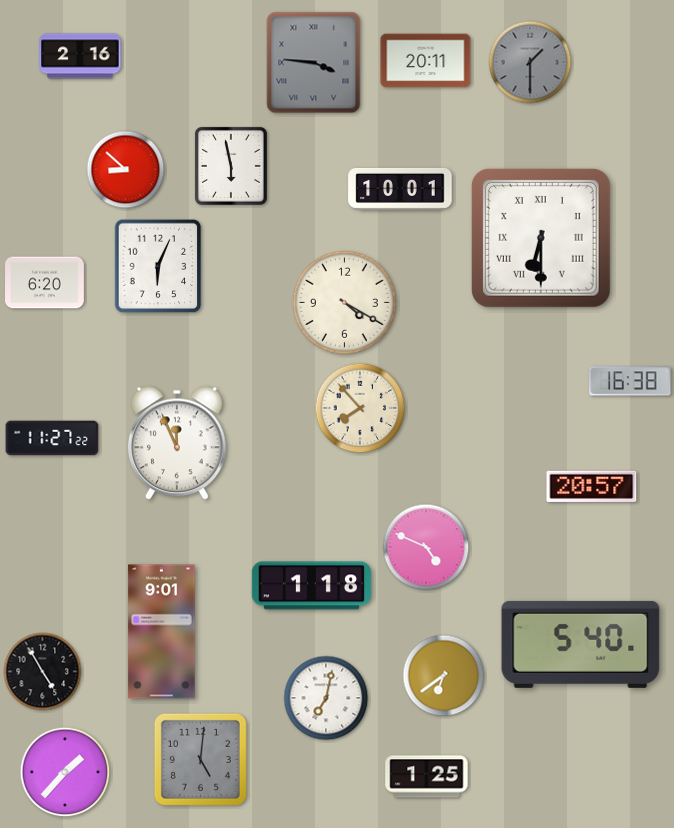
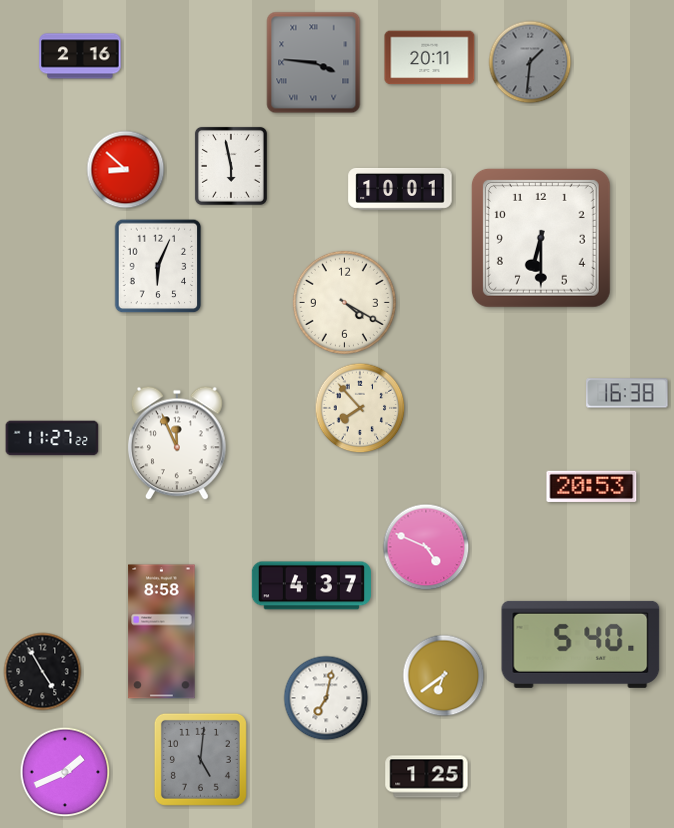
clock at (426, 61) position: (426, 61) -> (430, 58)
clock at (530, 62): 1:30 -> 1:31
clock at (541, 238) numerals: Roman -> Arabic
clock at (45, 283): 6:20 -> none
clock at (630, 381) position: (630, 381) -> (627, 393)
clock at (592, 486): 20:57 -> 20:53
clock at (311, 586): 1:18 -> 4:37
clock at (162, 632): 9:01 -> 8:58
clock at (65, 772): 1:37 -> 1:41
